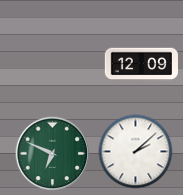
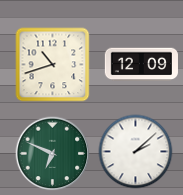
clock at (53, 65): none -> 10:42
